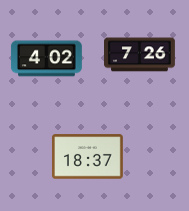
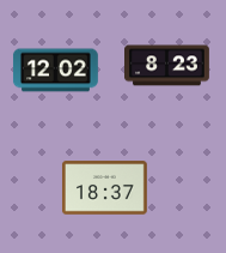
clock at (140, 55): 7:26 -> 8:23
clock at (46, 59): 4:02 -> 12:02
